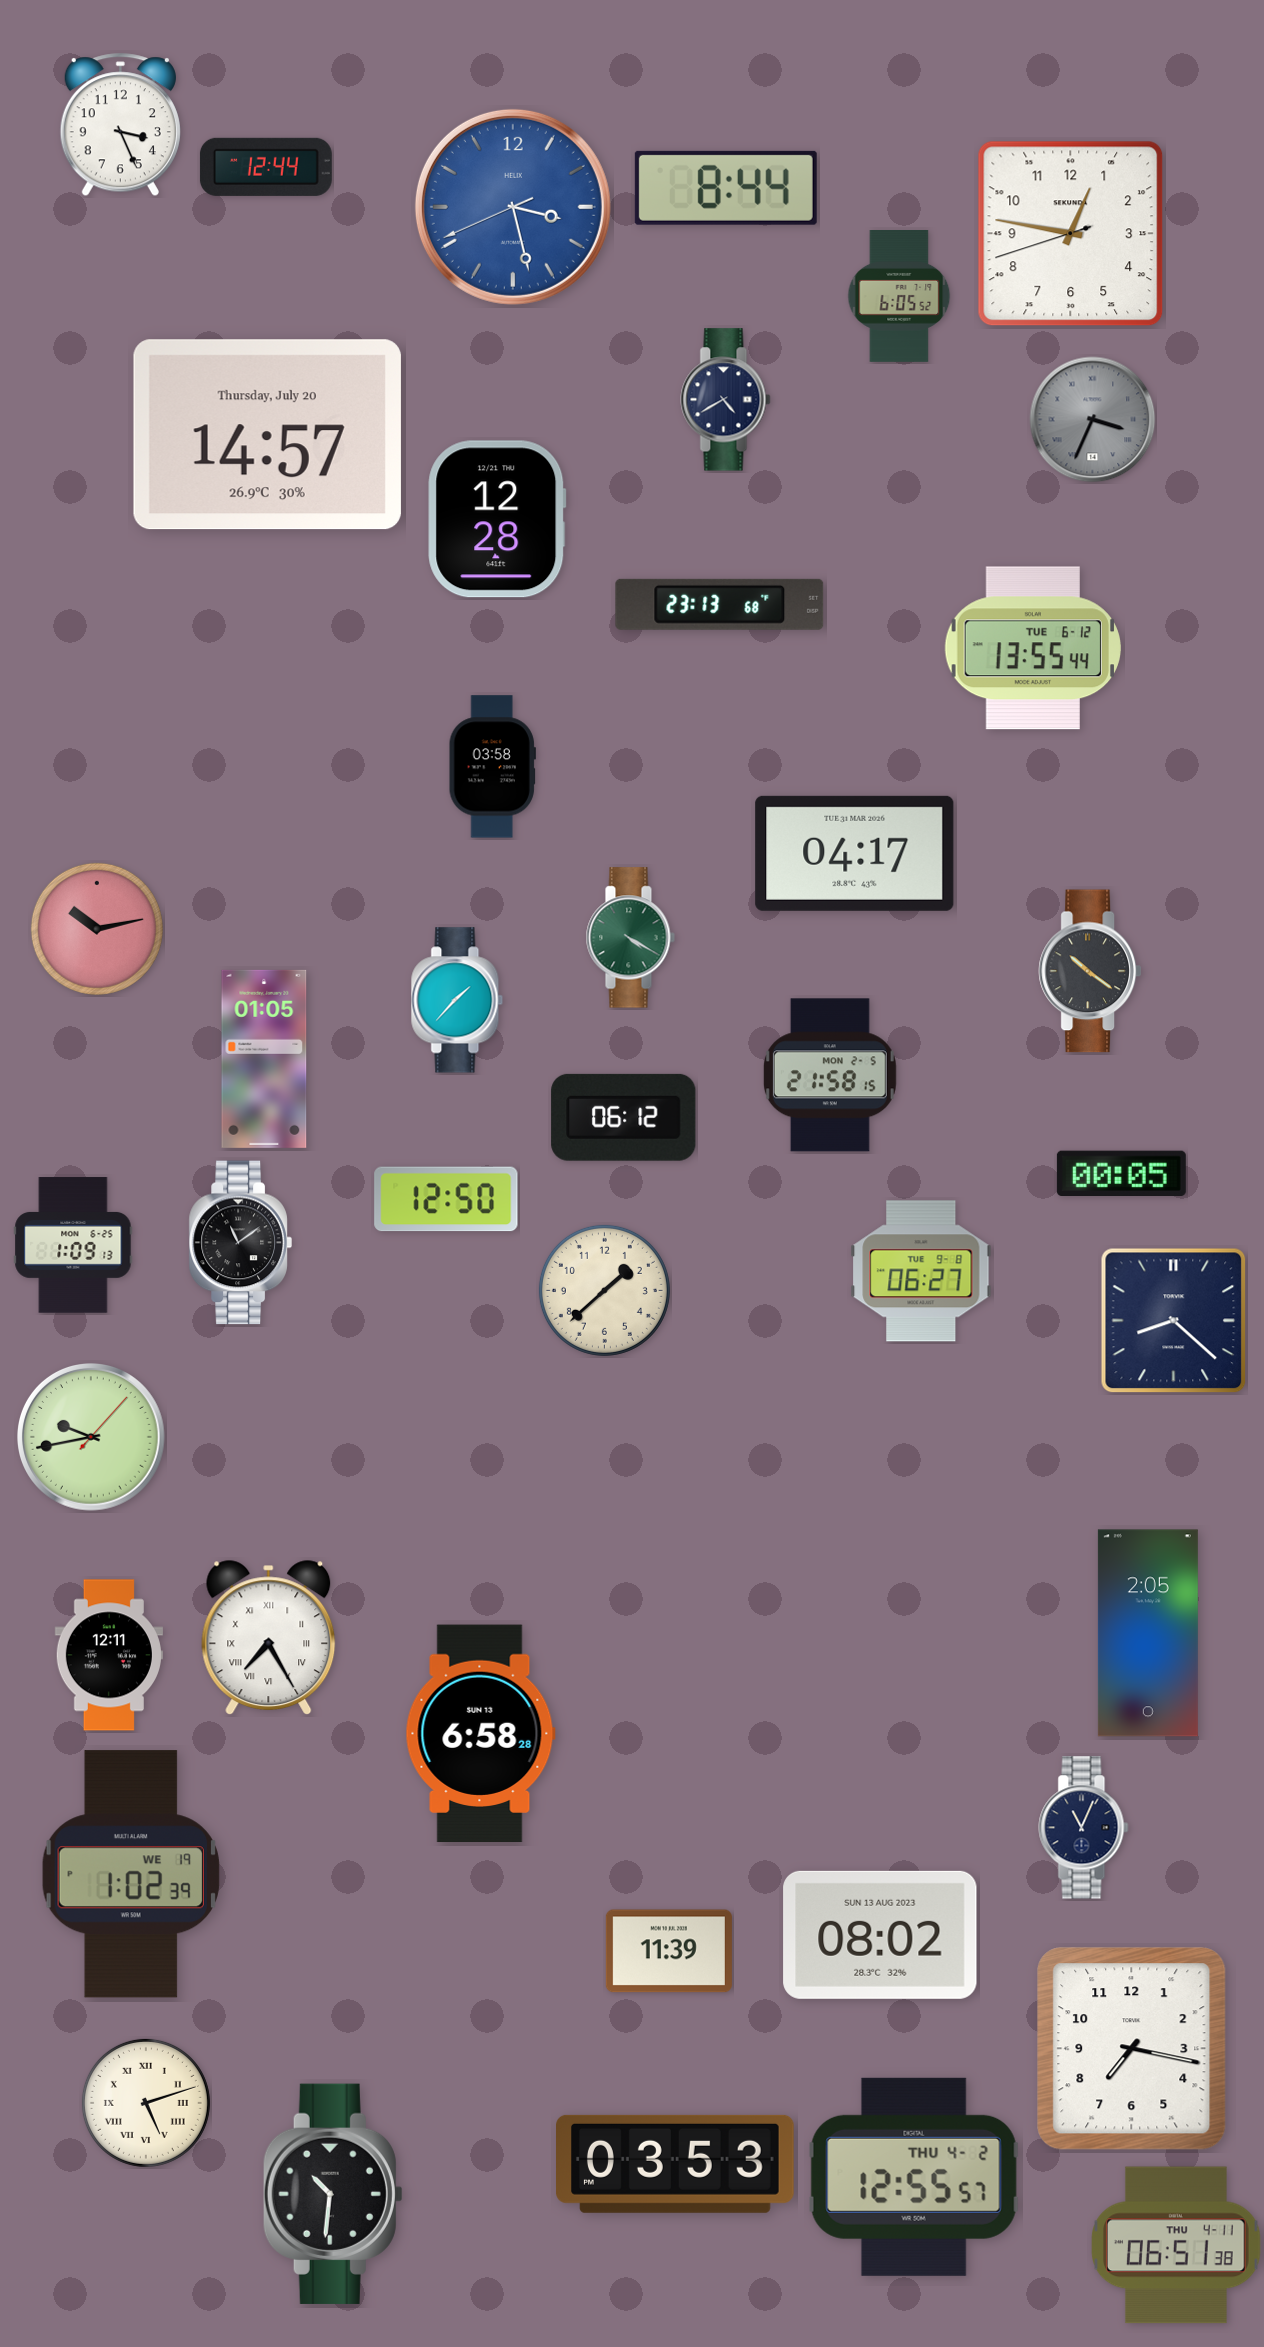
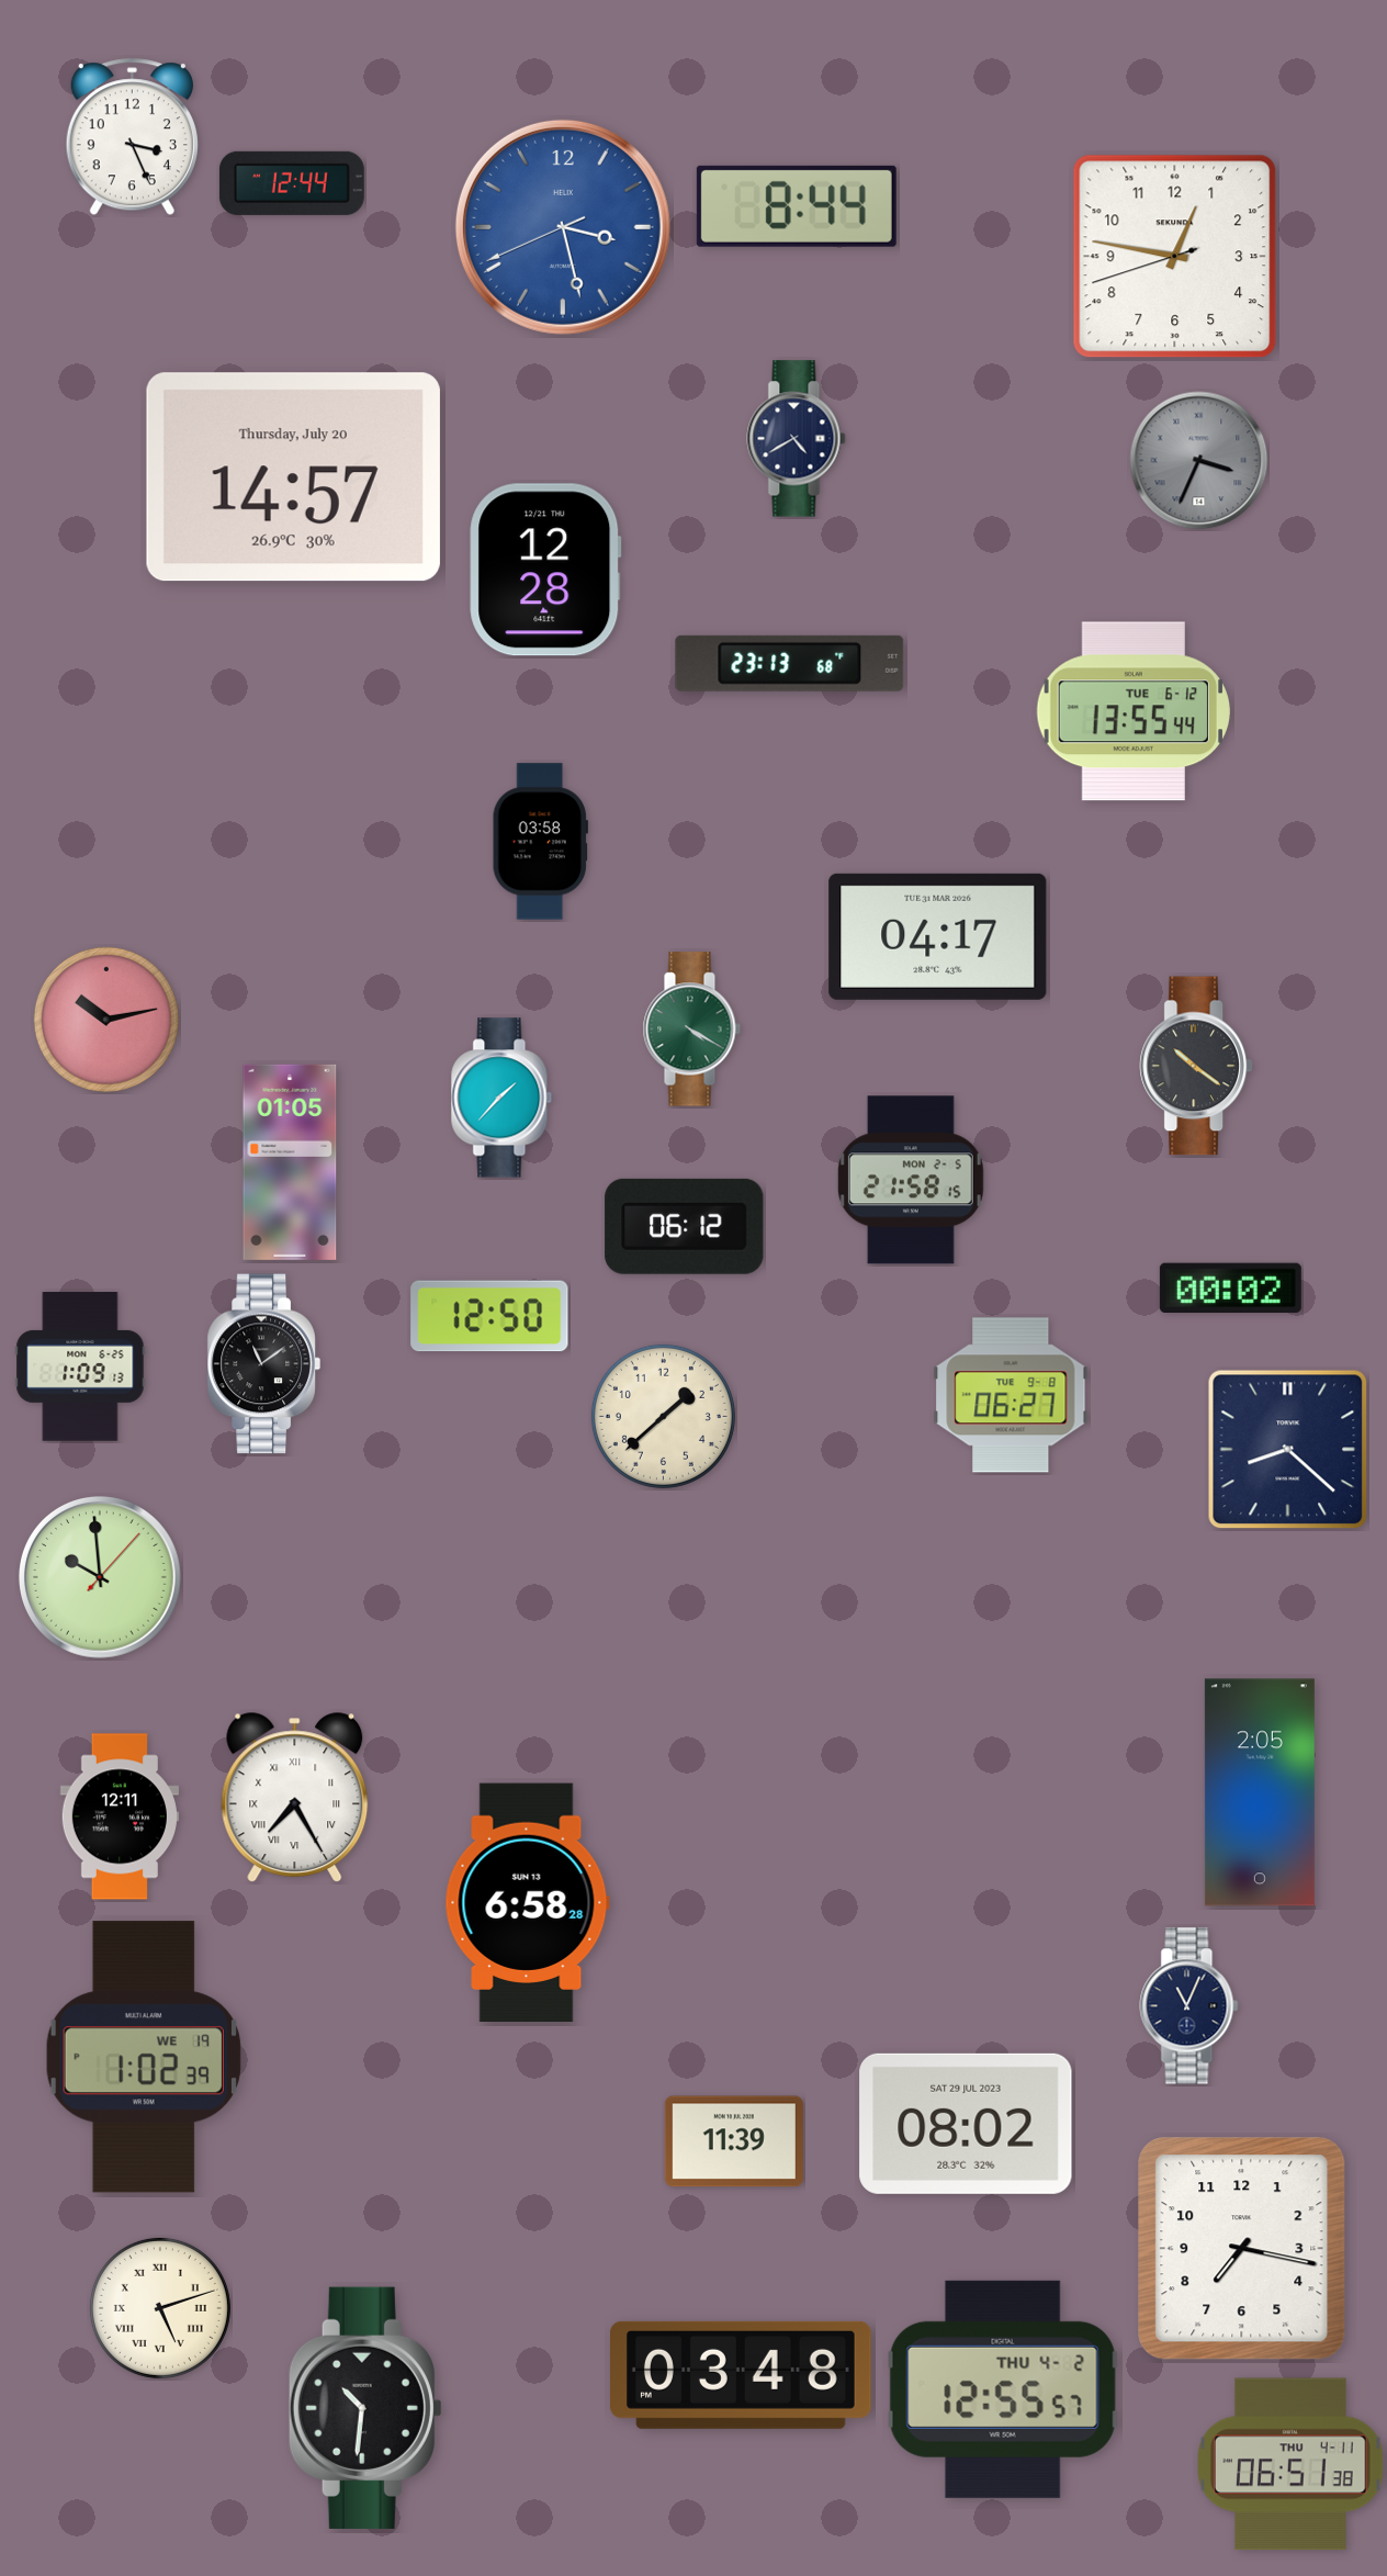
clock at (899, 297): 6:05 -> none
clock at (1121, 1174): 00:05 -> 00:02
clock at (92, 1438): 9:43 -> 9:59
clock at (880, 1935) date: SUN 13 AUG 2023 -> SAT 29 JUL 2023
clock at (676, 2164): 03:53 -> 03:48
